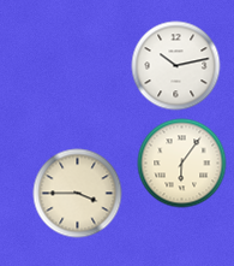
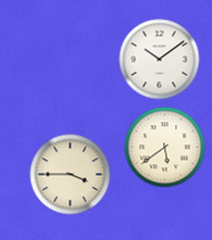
clock at (176, 66): 10:13 -> 10:09
clock at (182, 164): 6:06 -> 5:39
